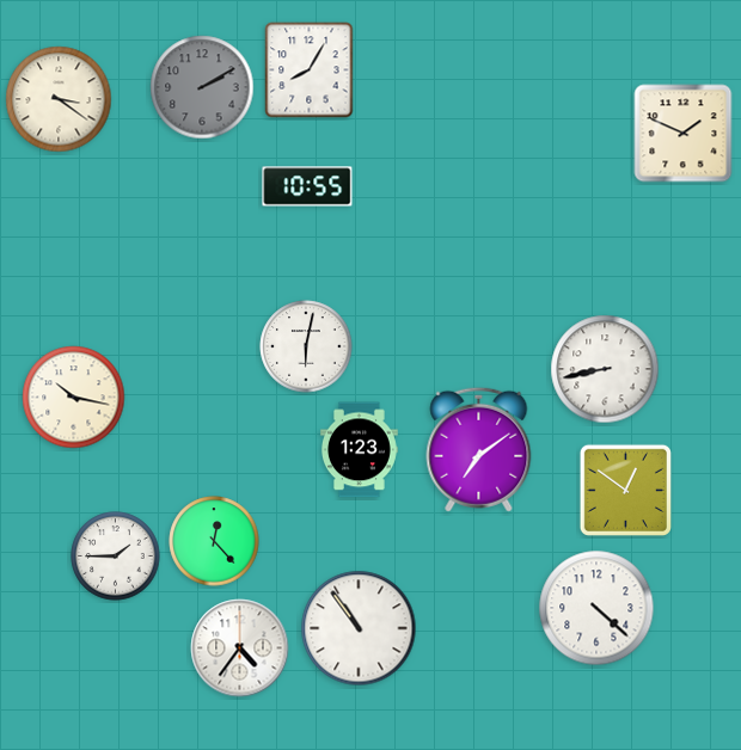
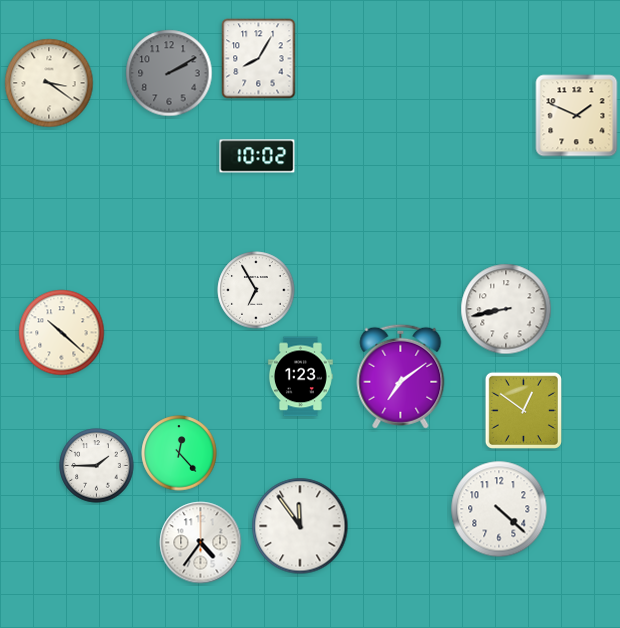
clock at (684, 134) position: (684, 134) -> (577, 116)
clock at (307, 186): 10:55 -> 10:02
clock at (306, 346): 6:02 -> 6:55
clock at (74, 398): 10:17 -> 10:22
clock at (359, 628): 10:54 -> 11:54
